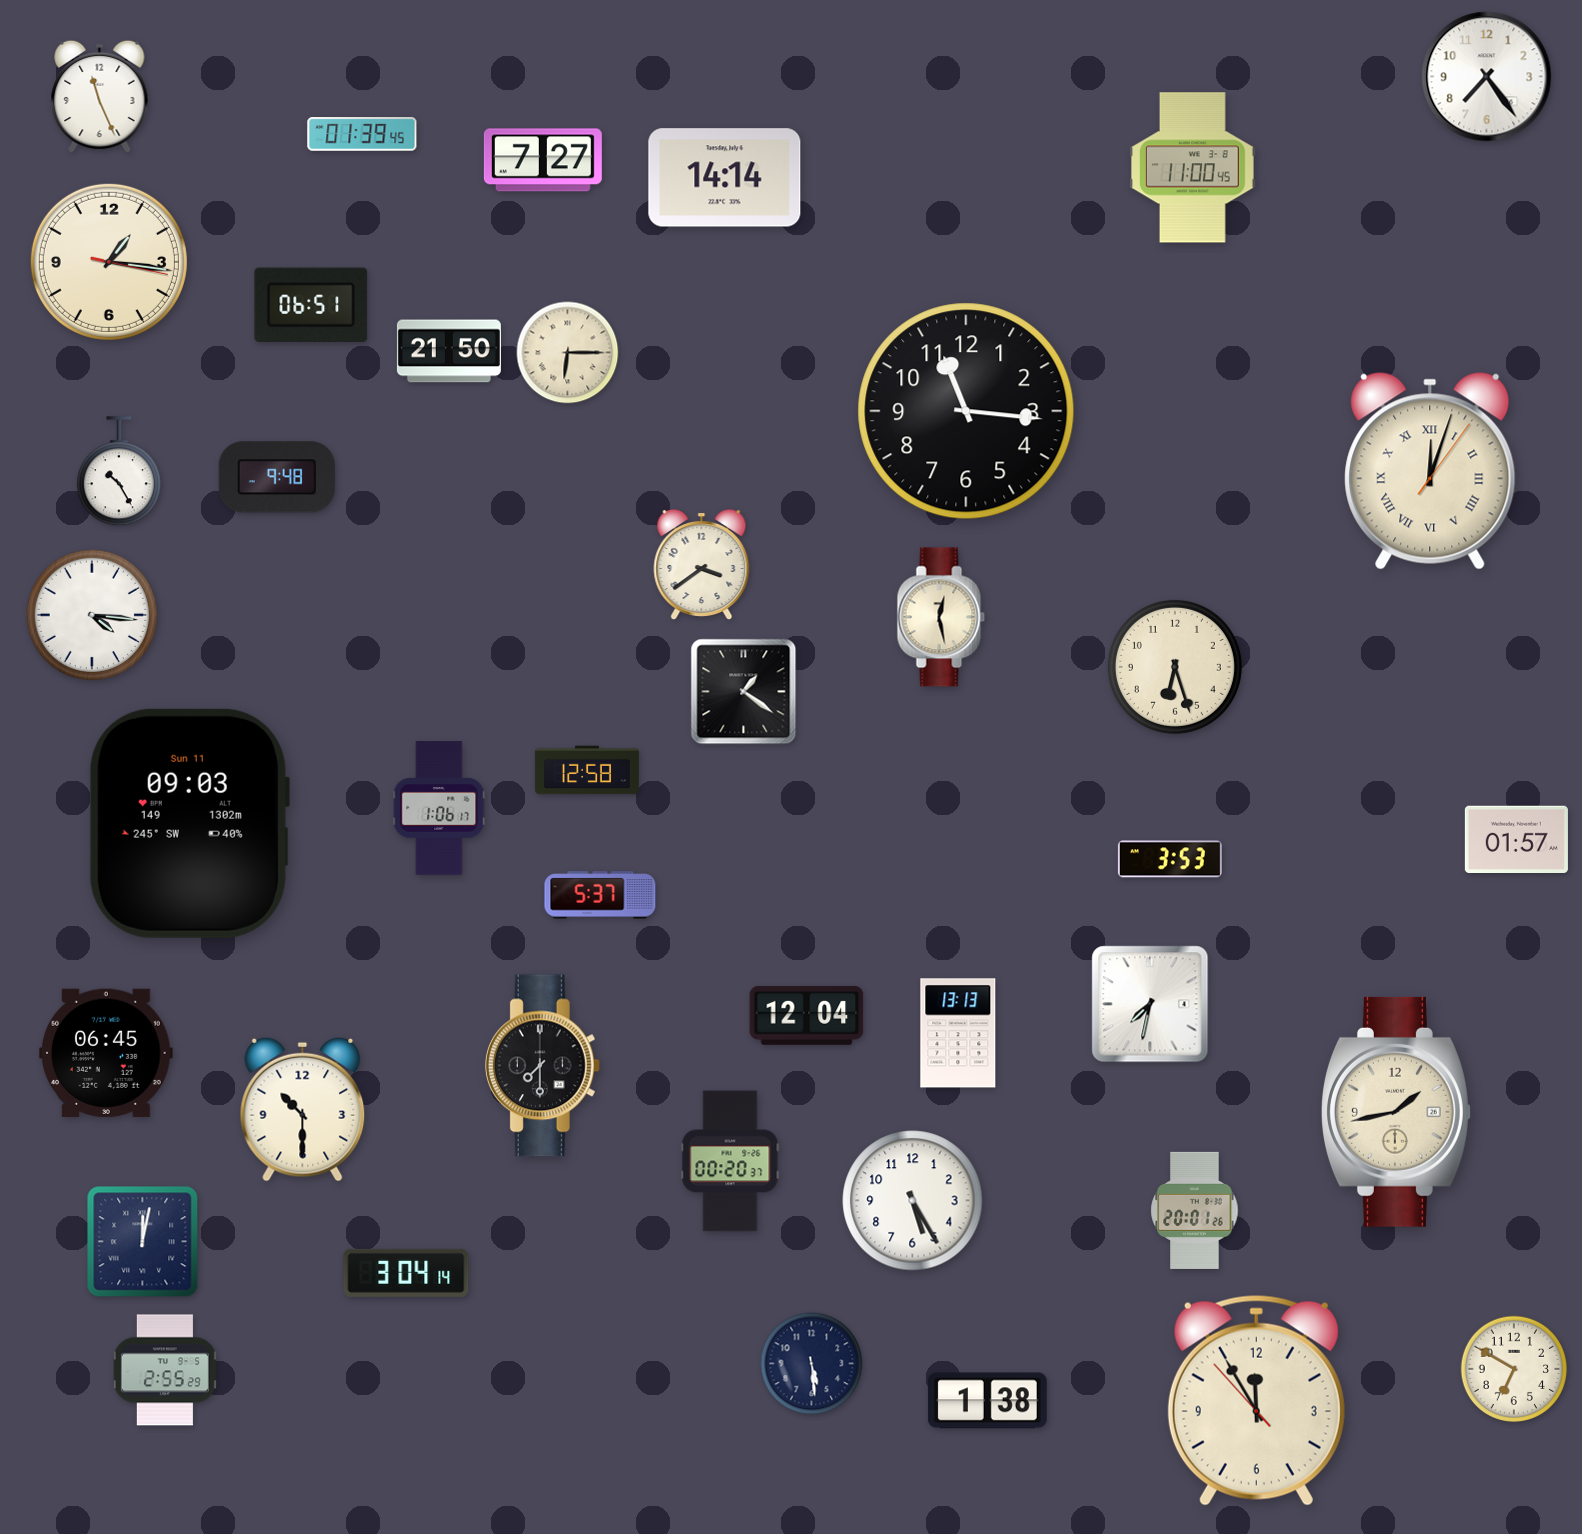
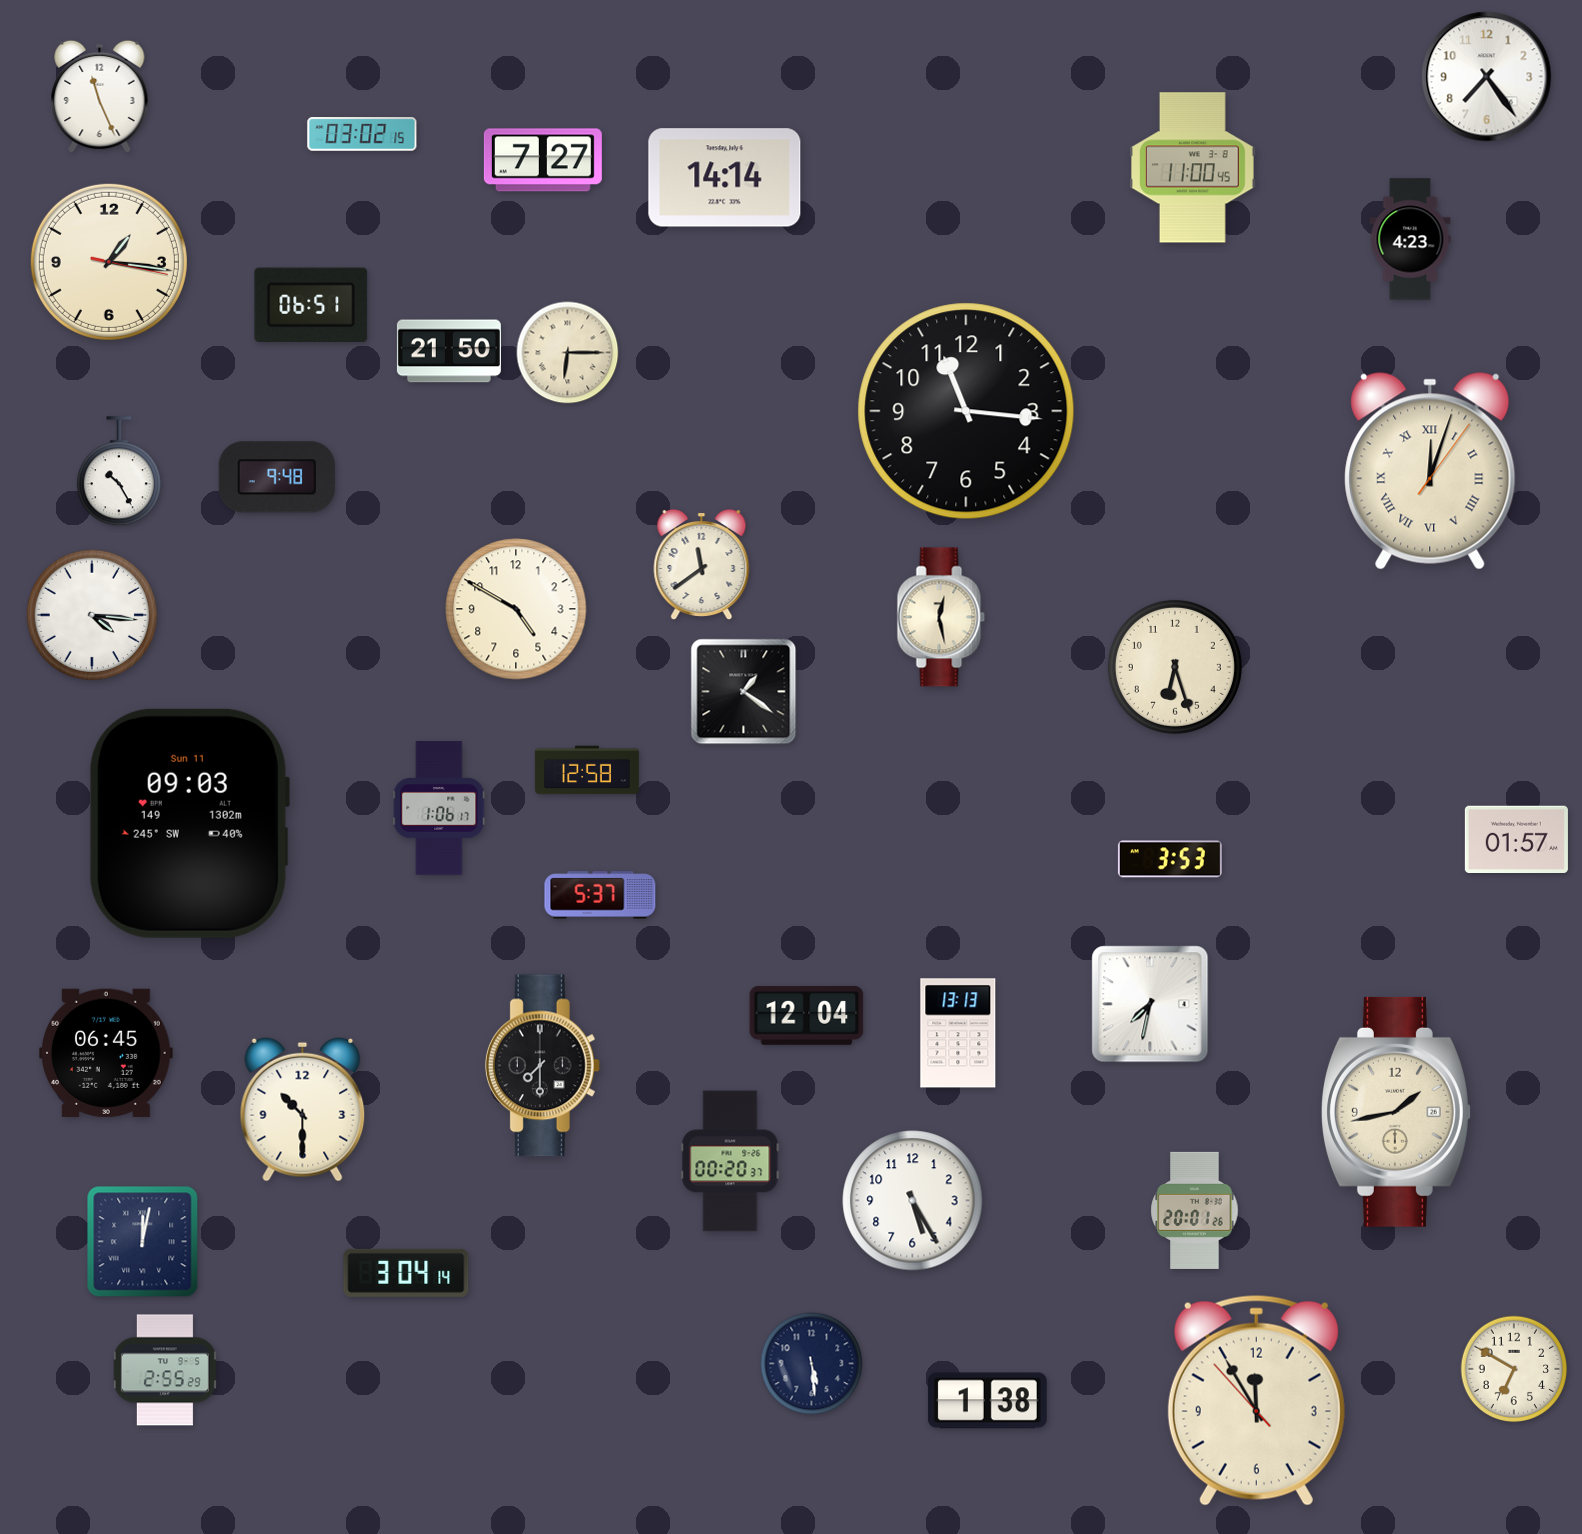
clock at (362, 135): 01:39 -> 03:02
clock at (1410, 239): none -> 4:23
clock at (702, 565): 3:39 -> 11:39
clock at (516, 609): none -> 4:50
